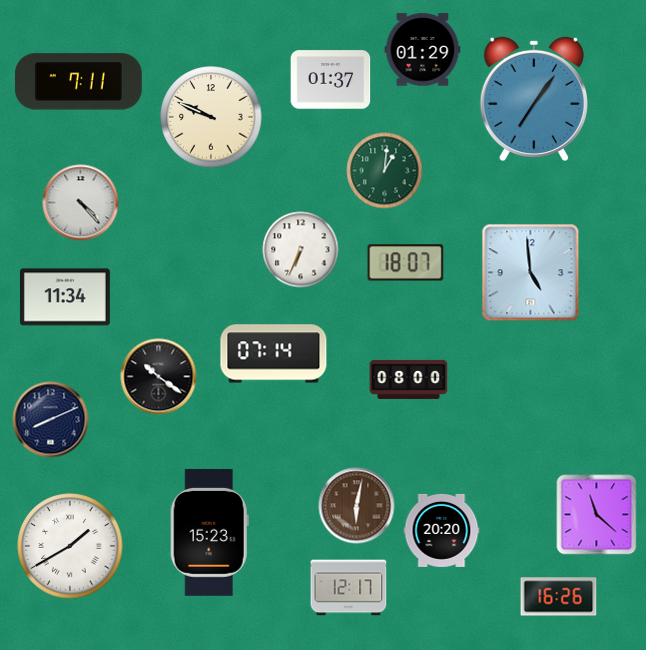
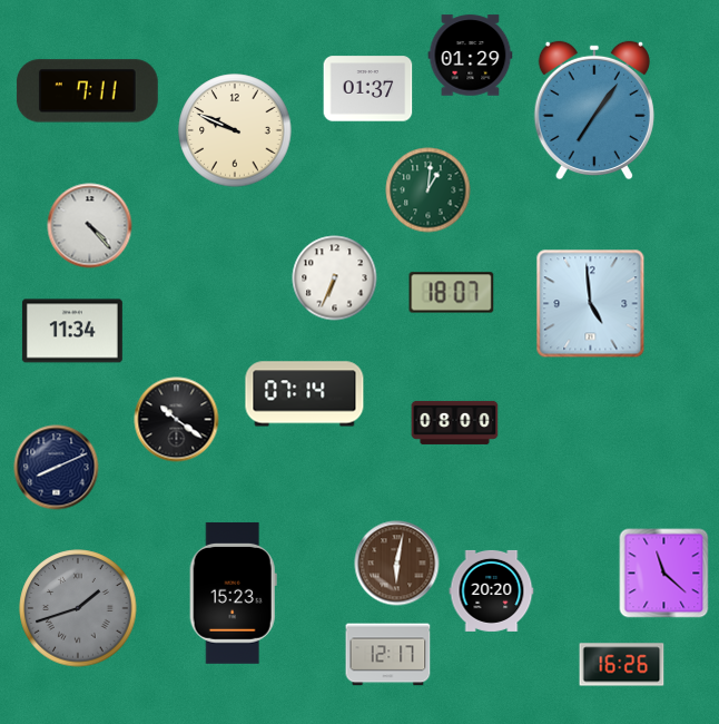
clock at (70, 546): 1:40 -> 1:42
clock at (70, 546) dial: white -> grey
